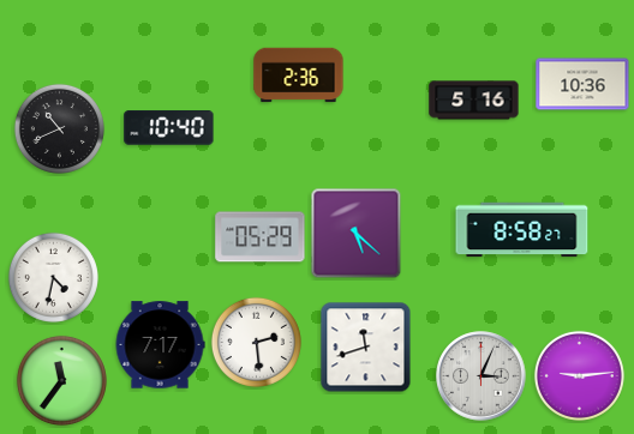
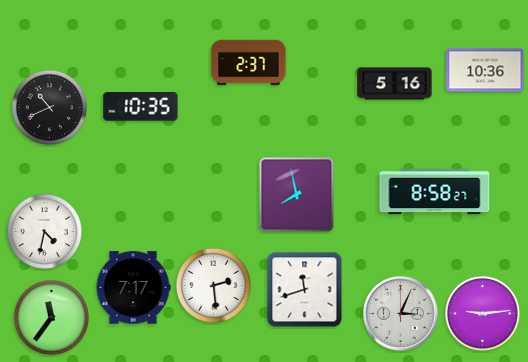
clock at (299, 76): 2:36 -> 2:37
clock at (169, 128): 10:40 -> 10:35
clock at (357, 234): 5:22 -> 7:58
clock at (261, 237): 05:29 -> none
